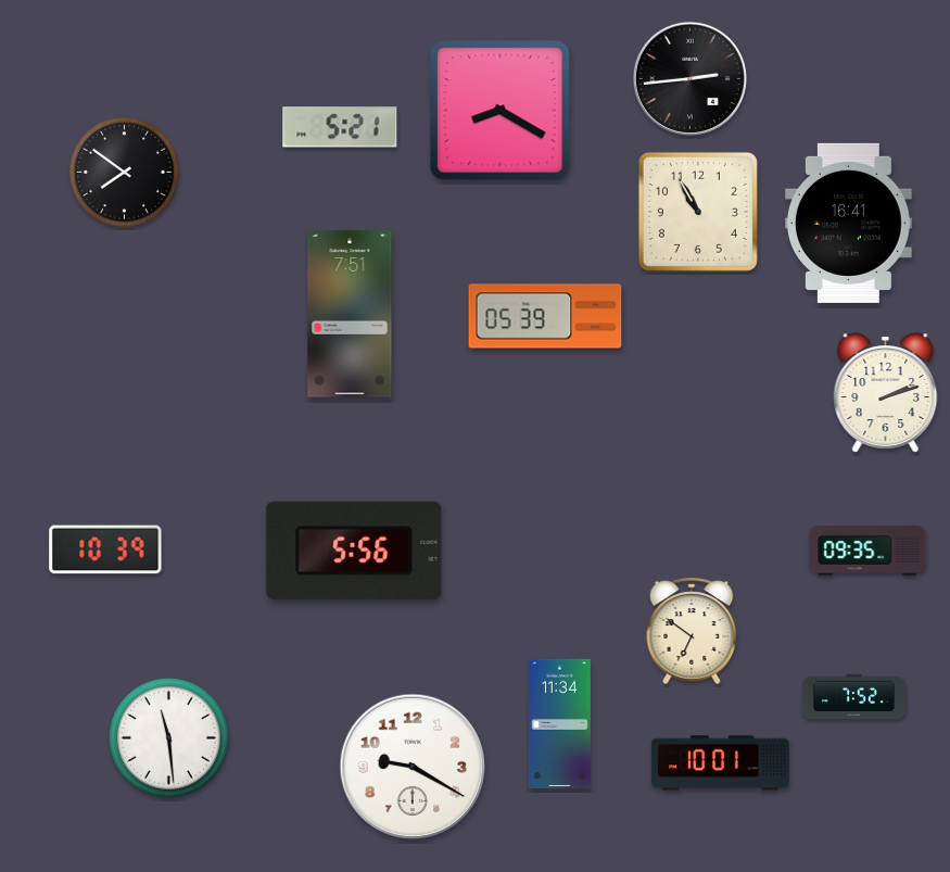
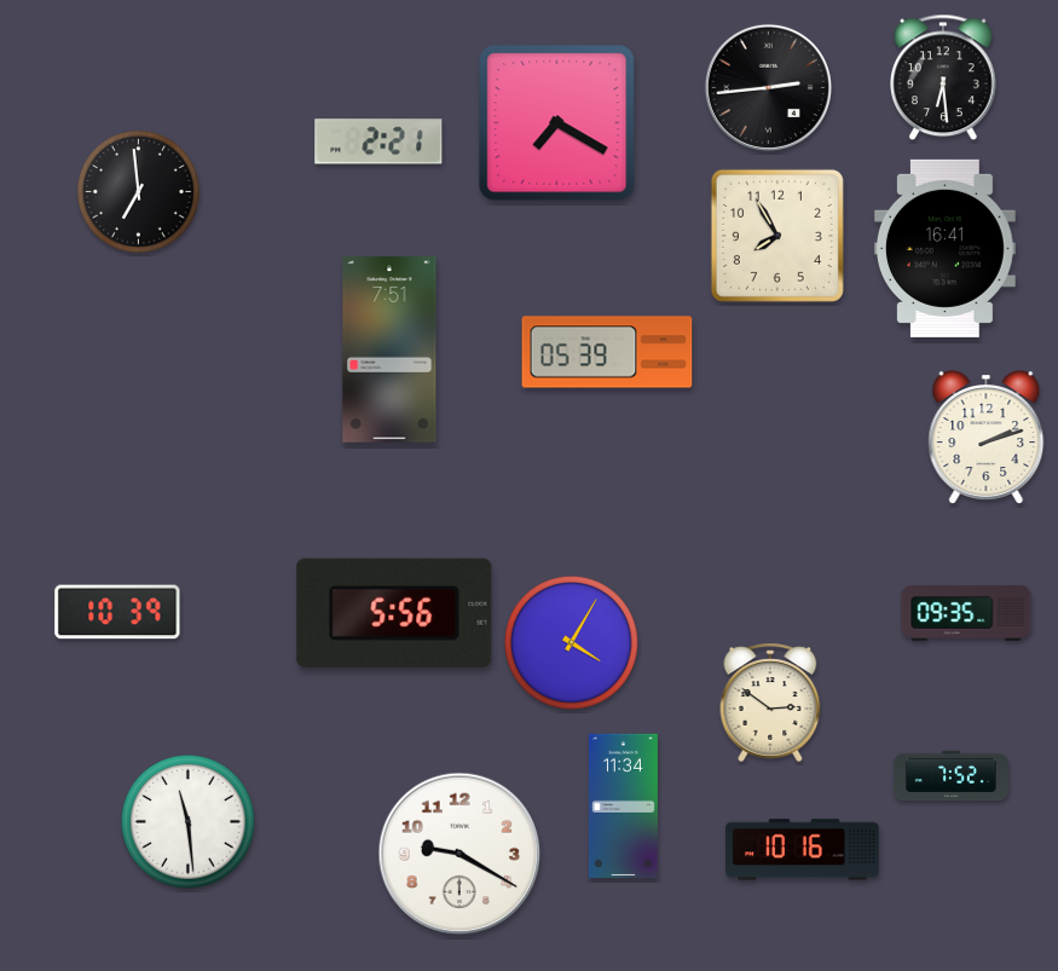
clock at (944, 77): none -> 6:29
clock at (501, 111): 8:20 -> 7:20
clock at (340, 127): 5:21 -> 2:21
clock at (125, 173): 7:51 -> 6:59
clock at (698, 212): 10:55 -> 7:55
clock at (572, 643): none -> 4:05
clock at (692, 631): 6:51 -> 2:51
clock at (721, 763): 10:01 -> 10:16
